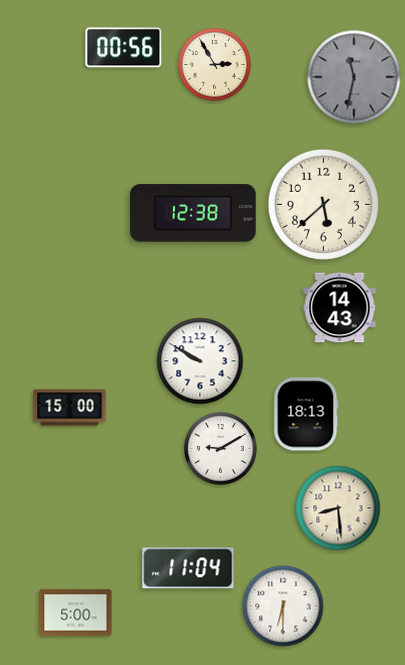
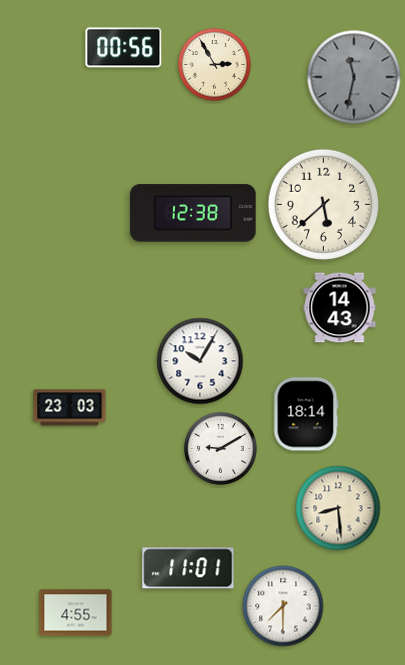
clock at (200, 361): 9:50 -> 10:05
clock at (70, 408): 15:00 -> 23:03
clock at (306, 414): 18:13 -> 18:14
clock at (188, 568): 11:04 -> 11:01
clock at (283, 606): 6:30 -> 7:30
clock at (76, 613): 5:00 -> 4:55
